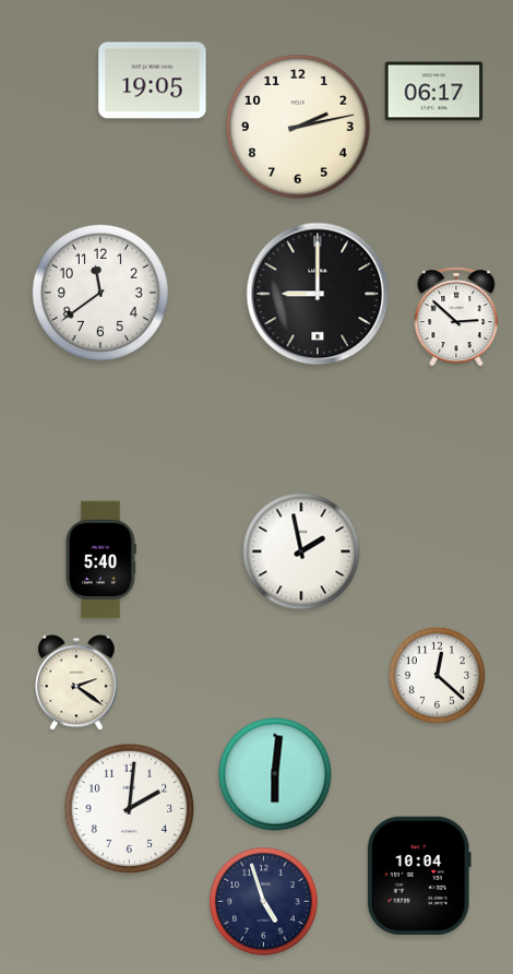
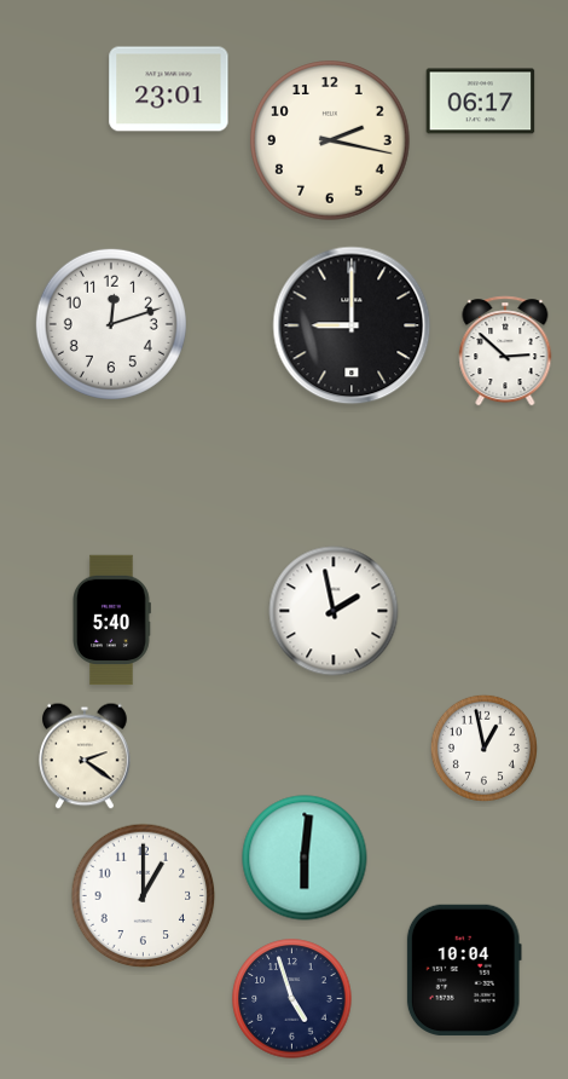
clock at (153, 81): 19:05 -> 23:01
clock at (298, 127): 2:13 -> 2:17
clock at (100, 293): 11:39 -> 12:12
clock at (437, 675): 12:22 -> 12:58
clock at (130, 809): 2:01 -> 1:00
